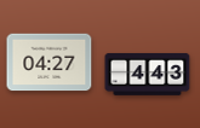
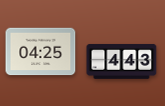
clock at (50, 63): 04:27 -> 04:25
